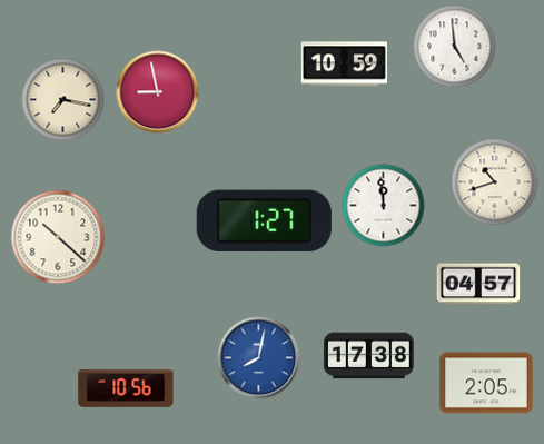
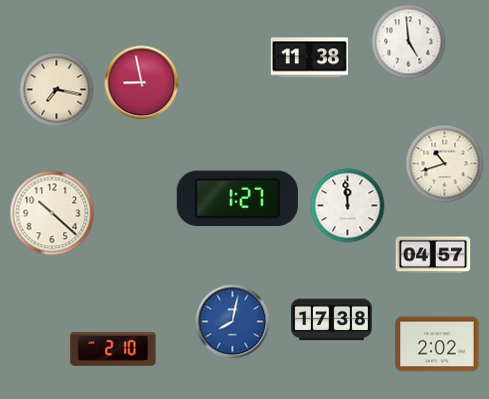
clock at (344, 65): 10:59 -> 11:38
clock at (384, 206) position: (384, 206) -> (348, 206)
clock at (478, 284) position: (478, 284) -> (433, 255)
clock at (486, 383): 2:05 -> 2:02
clock at (126, 388): 10:56 -> 2:10
